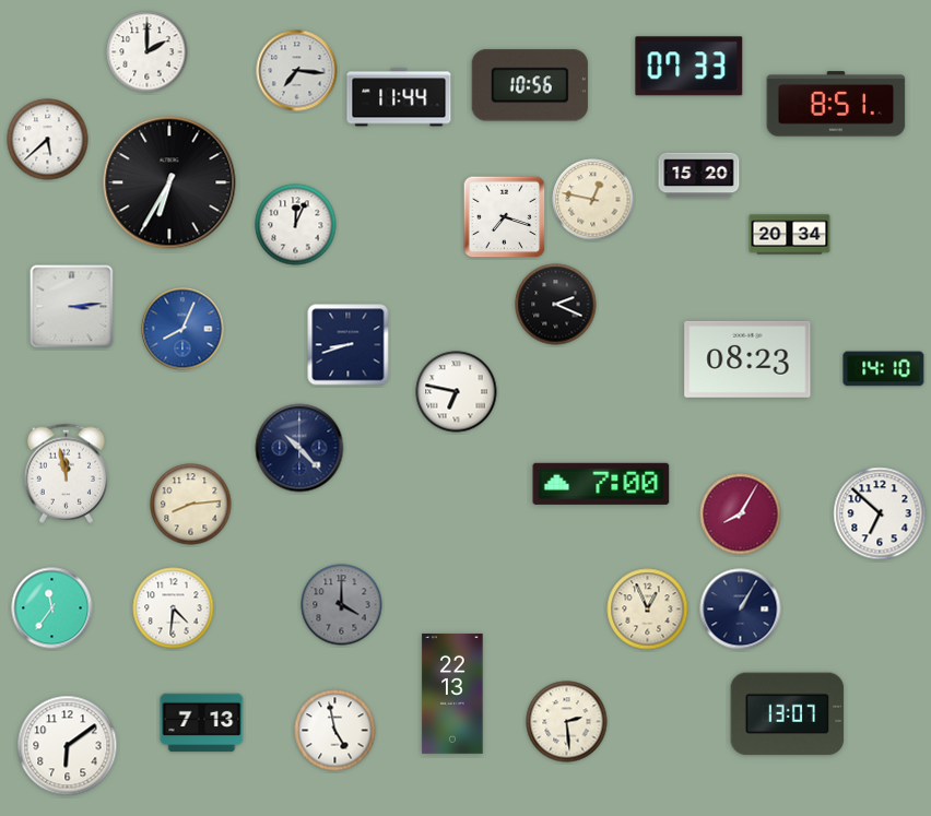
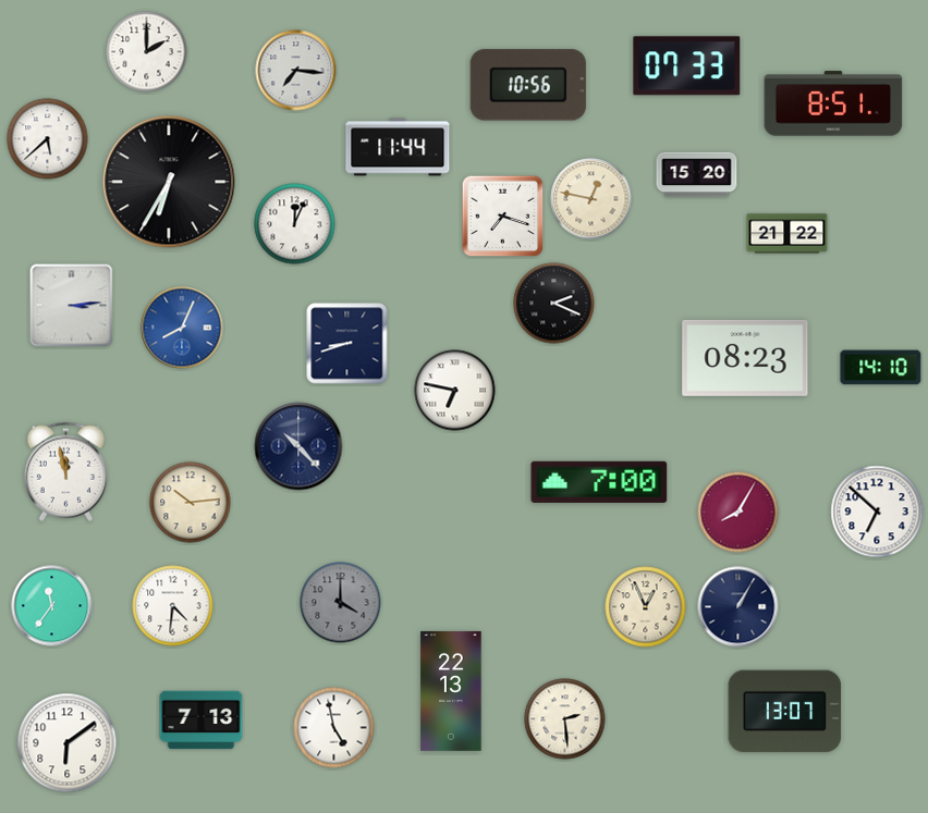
clock at (399, 97) position: (399, 97) -> (398, 147)
clock at (790, 235): 20:34 -> 21:22
clock at (191, 505): 8:14 -> 10:14
